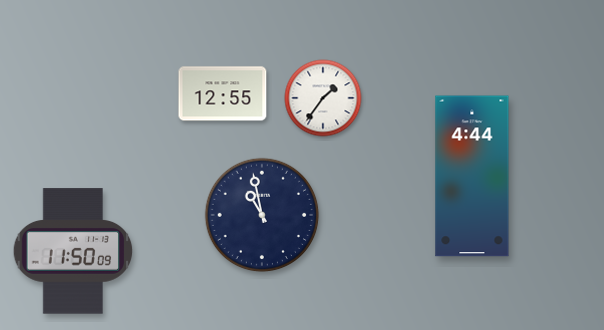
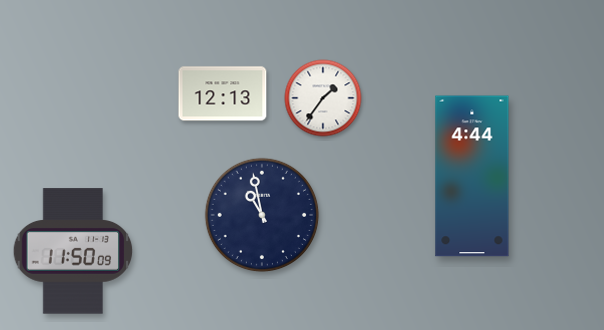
clock at (223, 94): 12:55 -> 12:13
